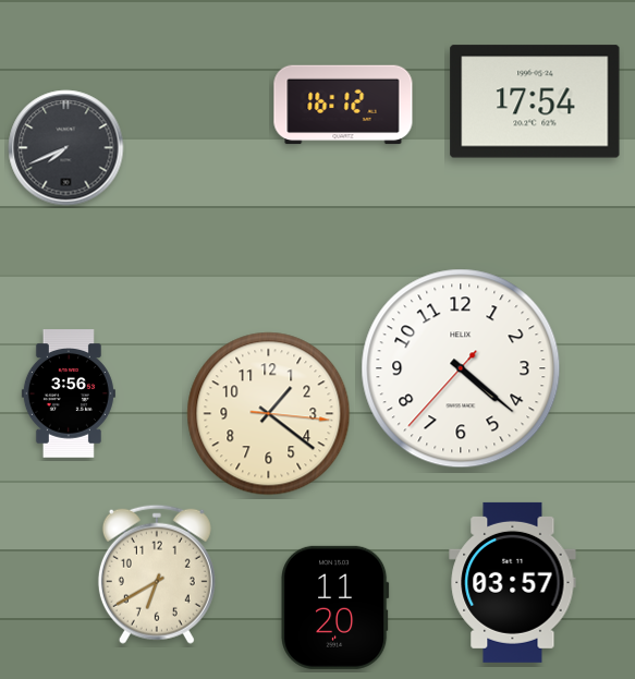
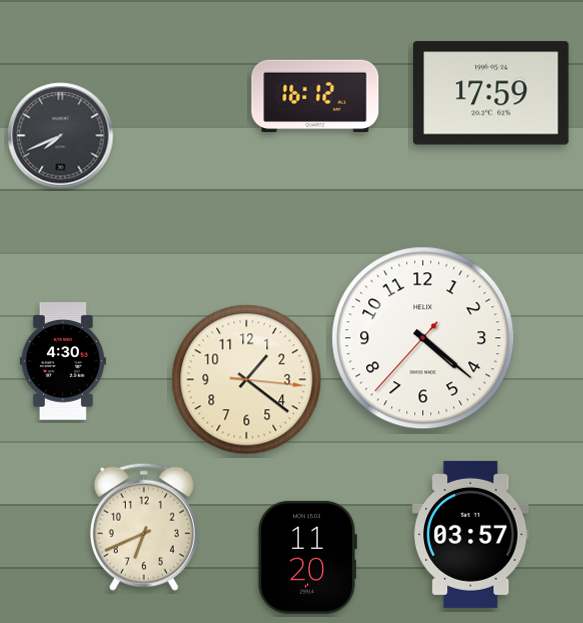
clock at (535, 101): 17:54 -> 17:59
clock at (69, 393): 3:56 -> 4:30
clock at (157, 574): 6:40 -> 6:41
